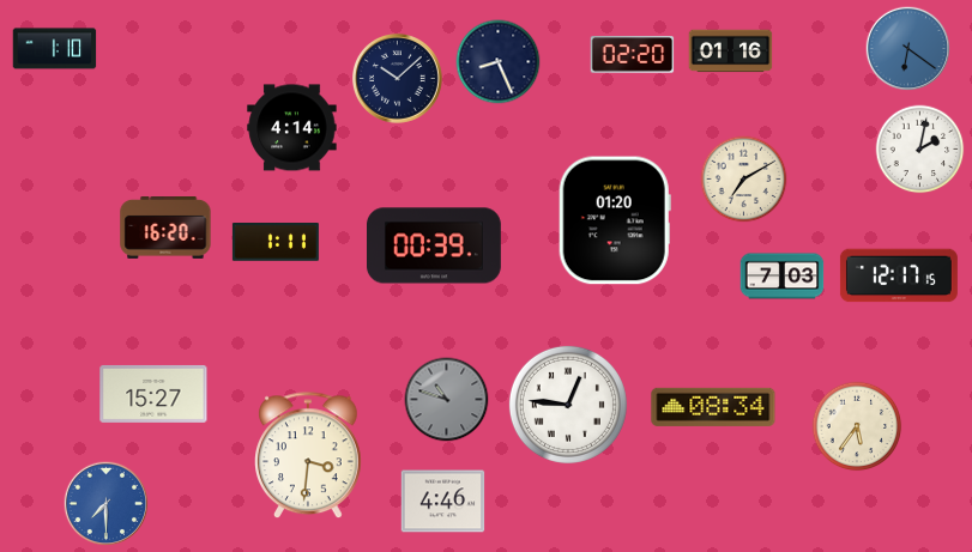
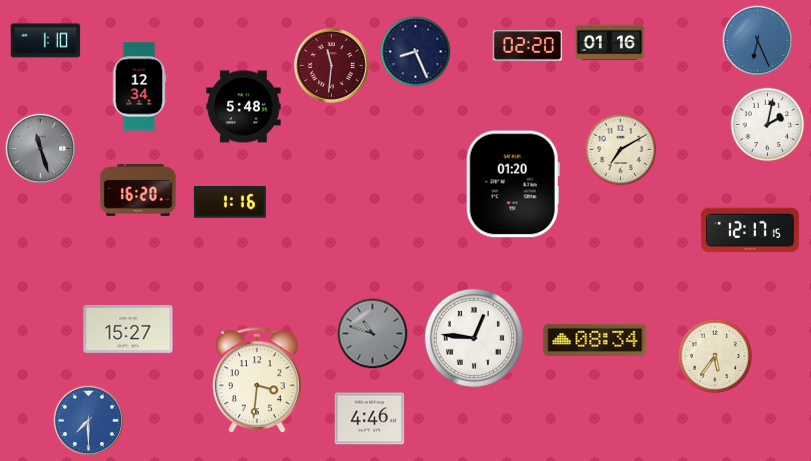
clock at (908, 49): 6:21 -> 6:26
clock at (398, 79): 10:08 -> 11:31
clock at (398, 79) dial: navy -> burgundy
clock at (139, 87): none -> 12:34
clock at (292, 128): 4:14 -> 5:48
clock at (41, 149): none -> 11:27
clock at (276, 242): 1:11 -> 1:16
clock at (435, 245): 00:39 -> none
clock at (783, 277): 7:03 -> none
